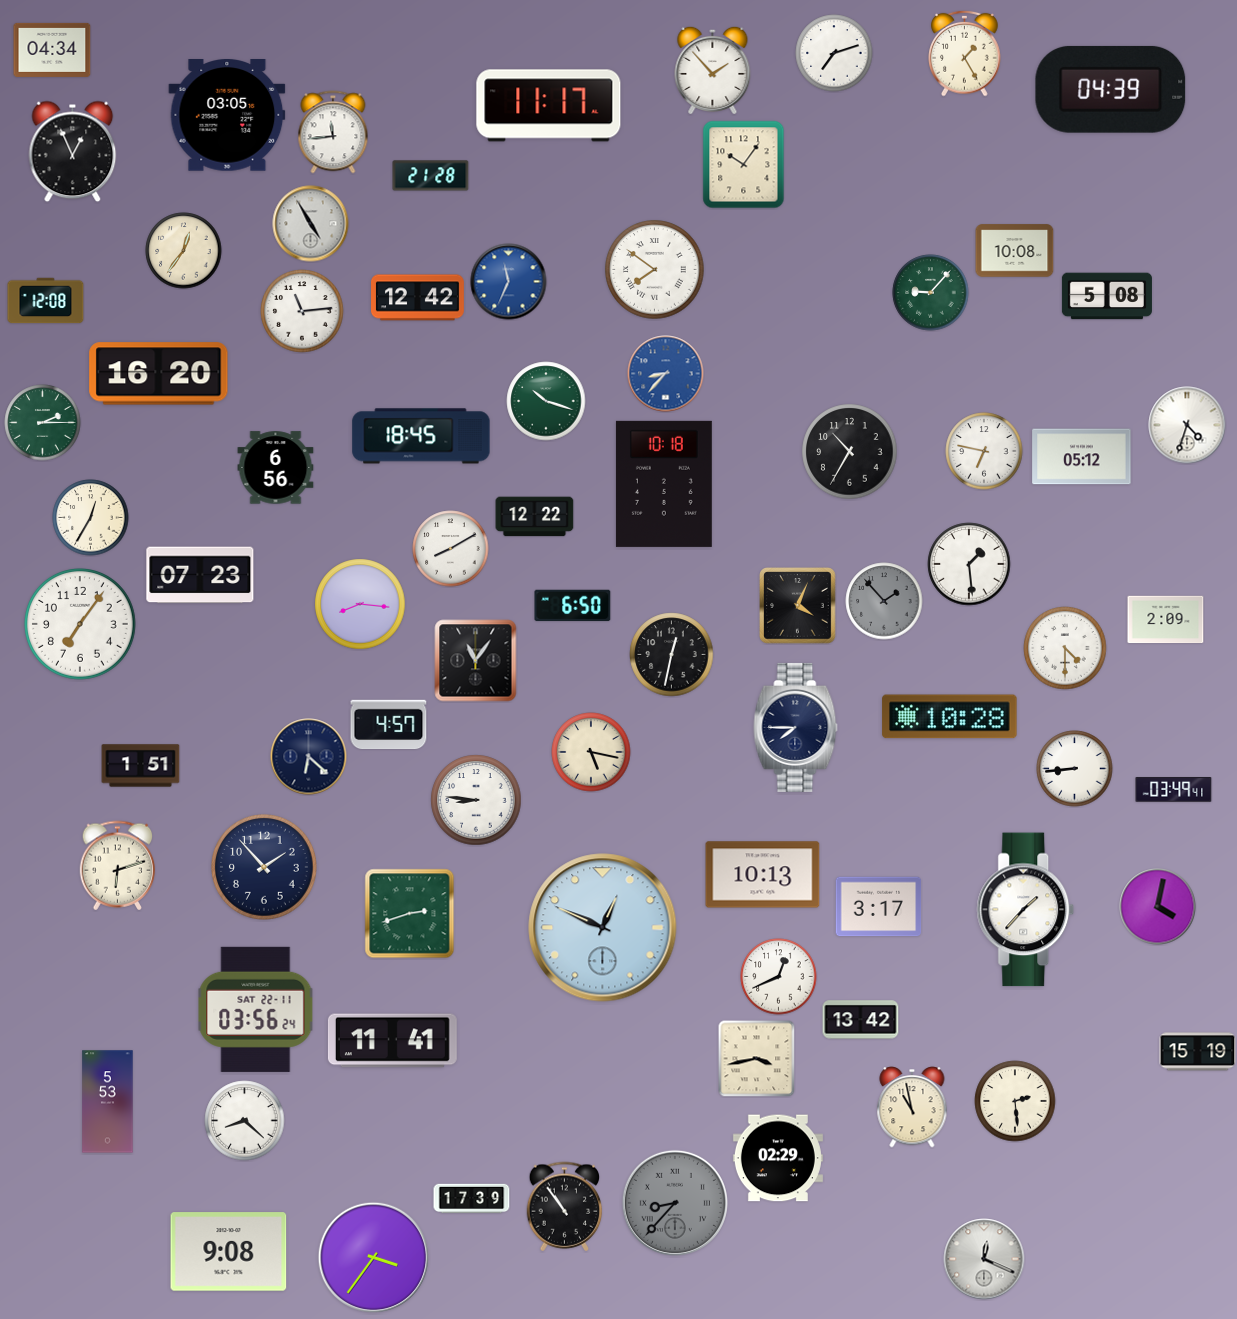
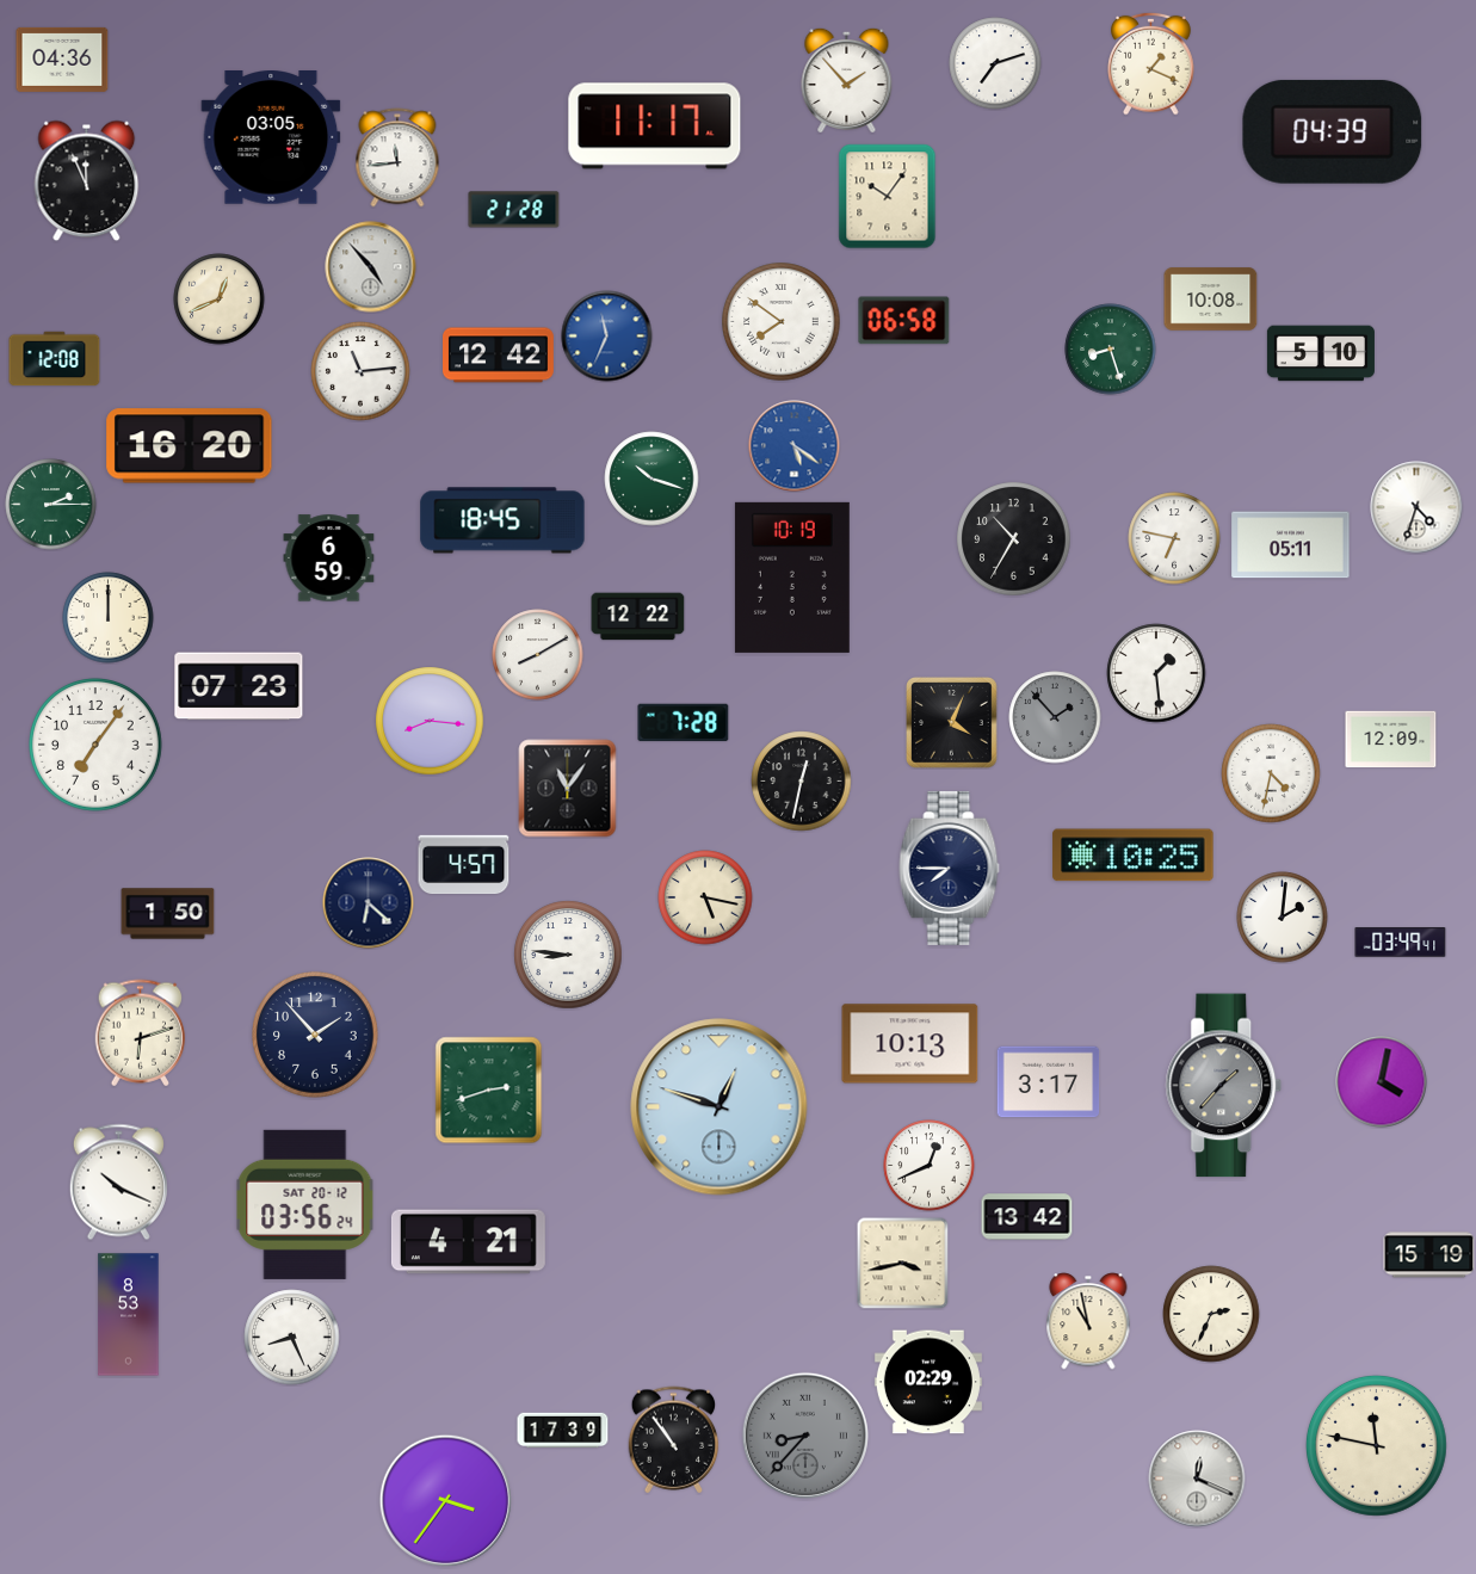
clock at (52, 50): 04:34 -> 04:36
clock at (965, 53): 1:25 -> 1:19
clock at (713, 69) position: (713, 69) -> (847, 79)
clock at (1111, 89) position: (1111, 89) -> (1333, 131)
clock at (73, 152): 12:56 -> 11:56
clock at (311, 224): 4:55 -> 4:53
clock at (184, 251): 12:36 -> 12:41
clock at (904, 321): none -> 06:58
clock at (931, 293): 9:07 -> 8:27
clock at (1107, 296): 5:08 -> 5:10
clock at (666, 374): 8:37 -> 5:21
clock at (1082, 457): 05:12 -> 05:11
clock at (276, 468): 6:56 -> 6:59
clock at (664, 484): 10:18 -> 10:19
clock at (91, 518): 12:35 -> 12:00
clock at (573, 606): 6:50 -> 7:28
clock at (1166, 620): 2:09 -> 12:09
clock at (1065, 648): 4:30 -> 4:32
clock at (950, 717): 10:28 -> 10:25
clock at (141, 766): 1:51 -> 1:50
clock at (1075, 769): 8:44 -> 2:01
clock at (1026, 910) dial: white -> grey
clock at (603, 928): 12:49 -> 12:48
clock at (118, 1183): none -> 10:19
clock at (256, 1009) date: SAT 22-11 -> SAT 20-12
clock at (392, 1041): 11:41 -> 4:21
clock at (1015, 1101): 2:29 -> 2:34
clock at (108, 1102): 5:53 -> 8:53
clock at (245, 1121): 8:22 -> 8:26
clock at (1376, 1445): none -> 11:47
clock at (229, 1252): 9:08 -> none
clock at (984, 1259) position: (984, 1259) -> (1197, 1479)
